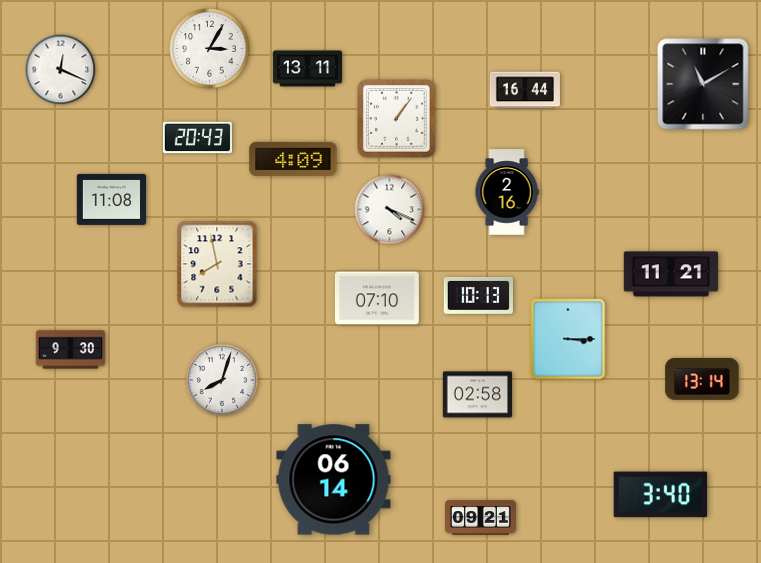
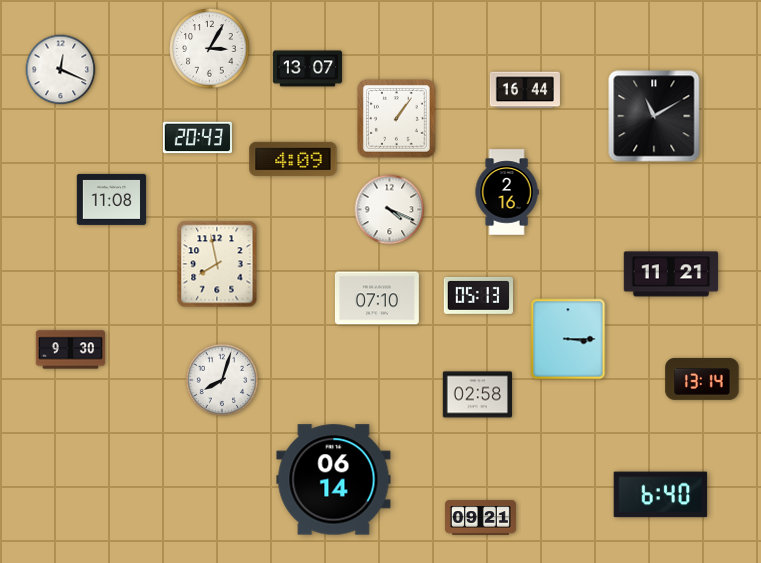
clock at (308, 69): 13:11 -> 13:07
clock at (703, 84) position: (703, 84) -> (654, 116)
clock at (478, 295): 10:13 -> 05:13
clock at (661, 495): 3:40 -> 6:40
